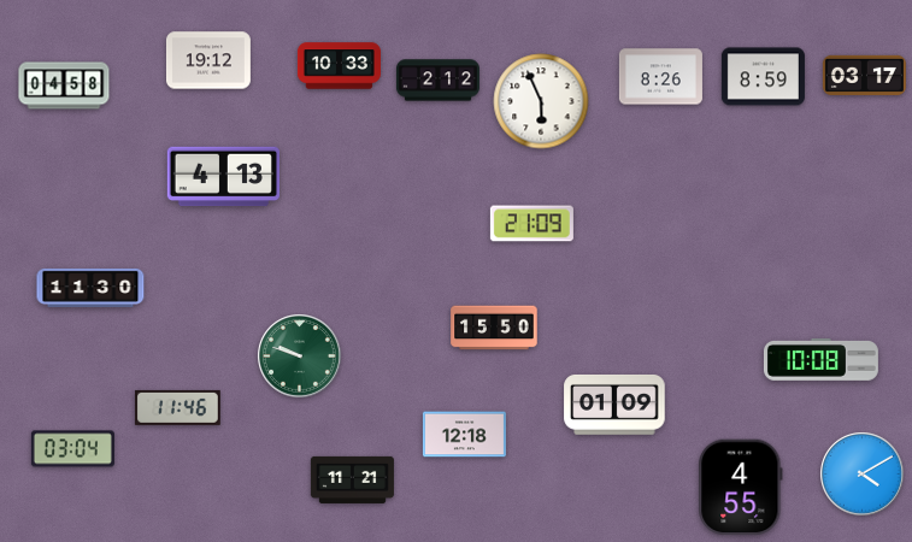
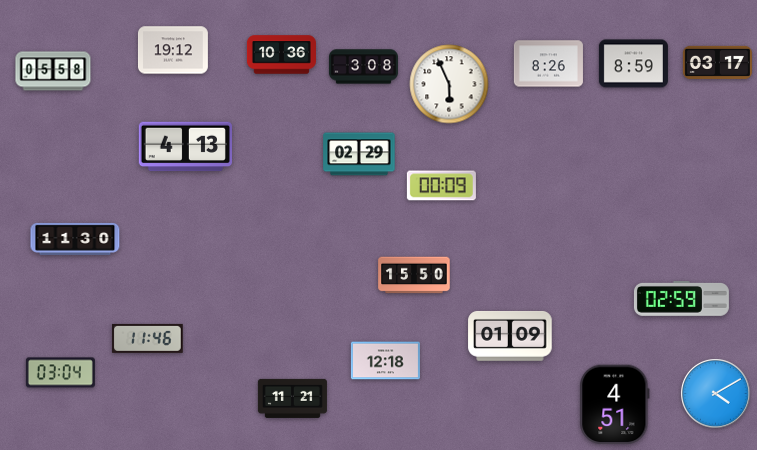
clock at (339, 66): 10:33 -> 10:36
clock at (437, 81): 2:12 -> 3:08
clock at (64, 86): 04:58 -> 05:58
clock at (359, 154): none -> 02:29
clock at (531, 224): 21:09 -> 00:09
clock at (494, 328) position: (494, 328) -> (414, 275)
clock at (300, 357): 9:48 -> none
clock at (820, 359): 10:08 -> 02:59
clock at (741, 488): 4:55 -> 4:51
